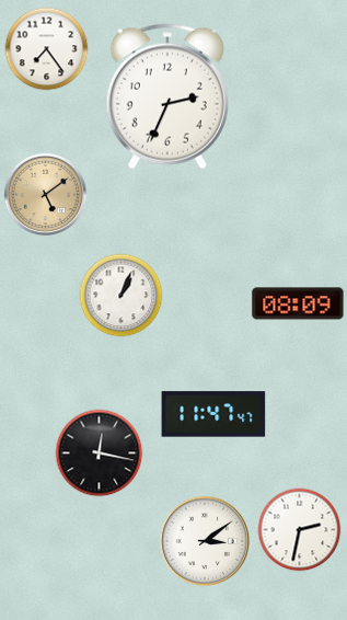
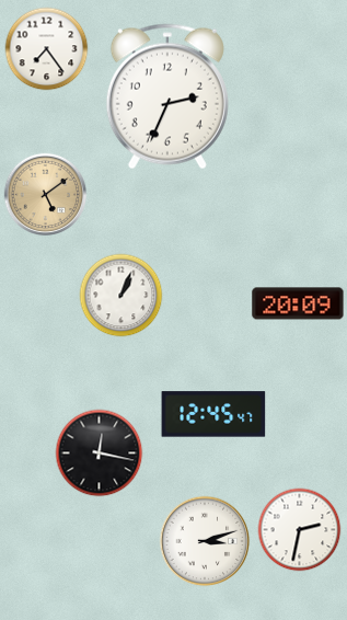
clock at (298, 303): 08:09 -> 20:09
clock at (213, 414): 11:47 -> 12:45
clock at (205, 541): 3:09 -> 3:12
